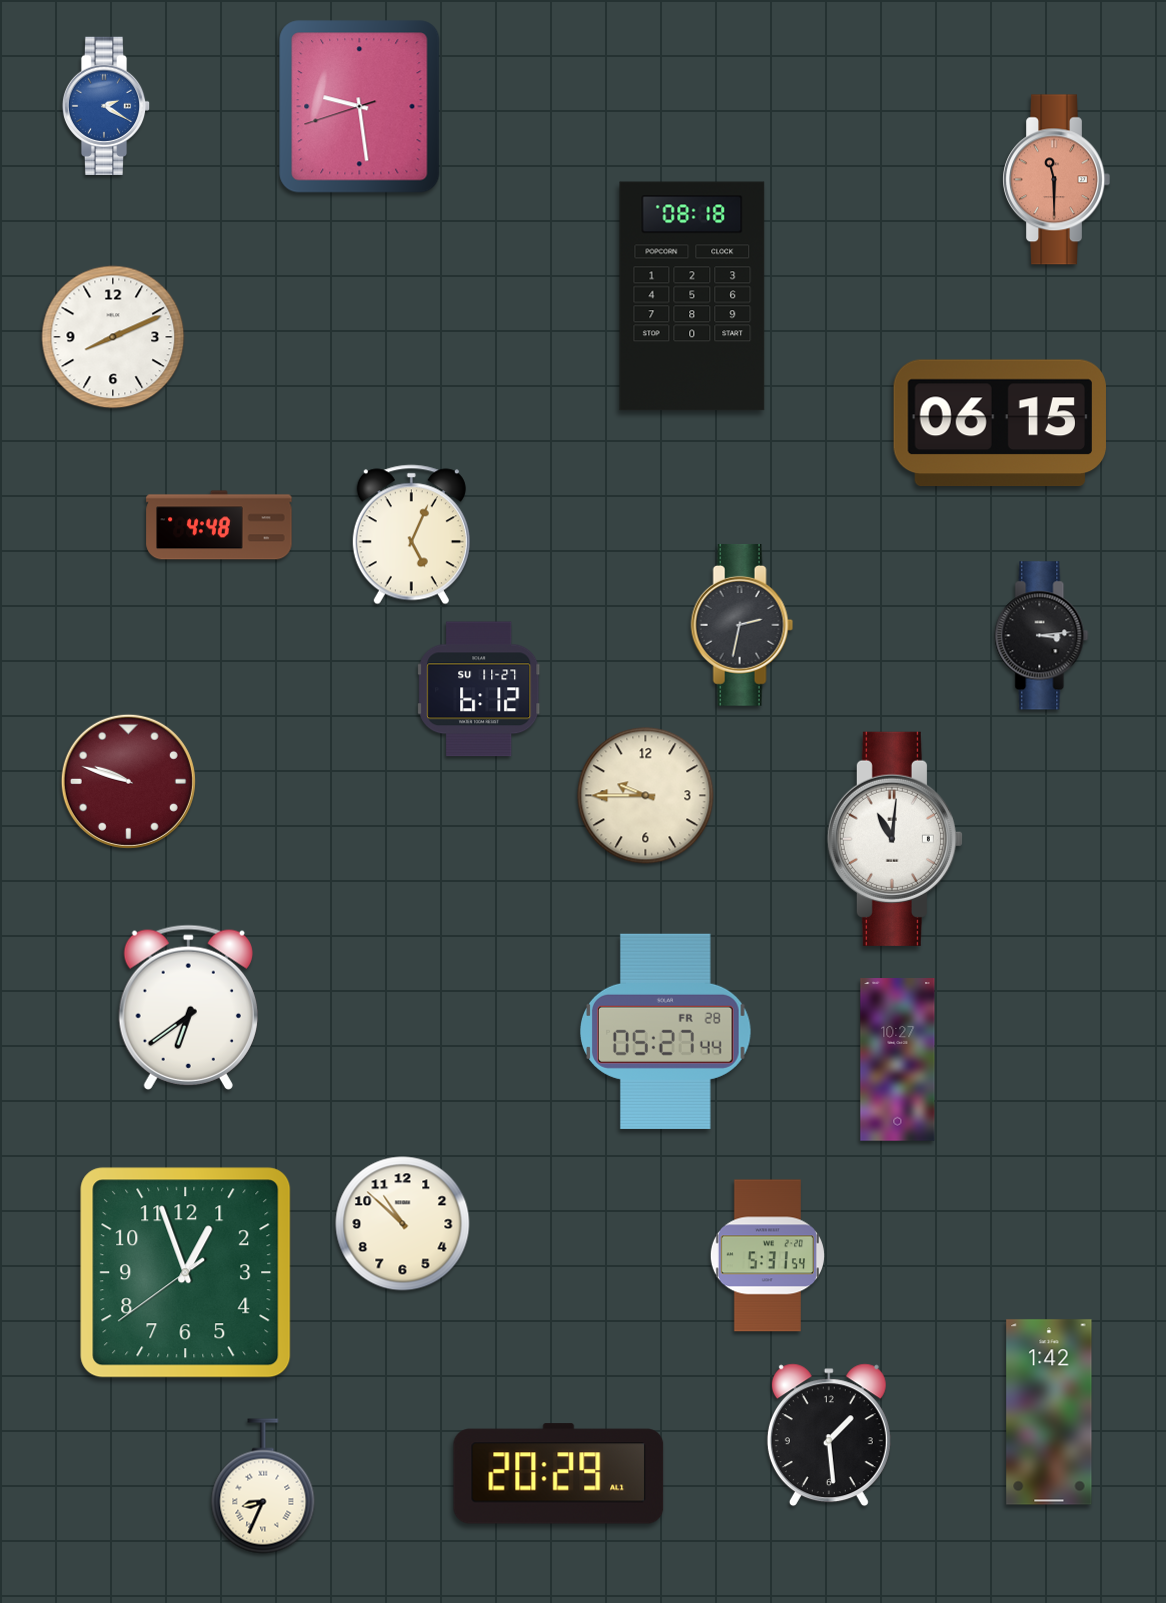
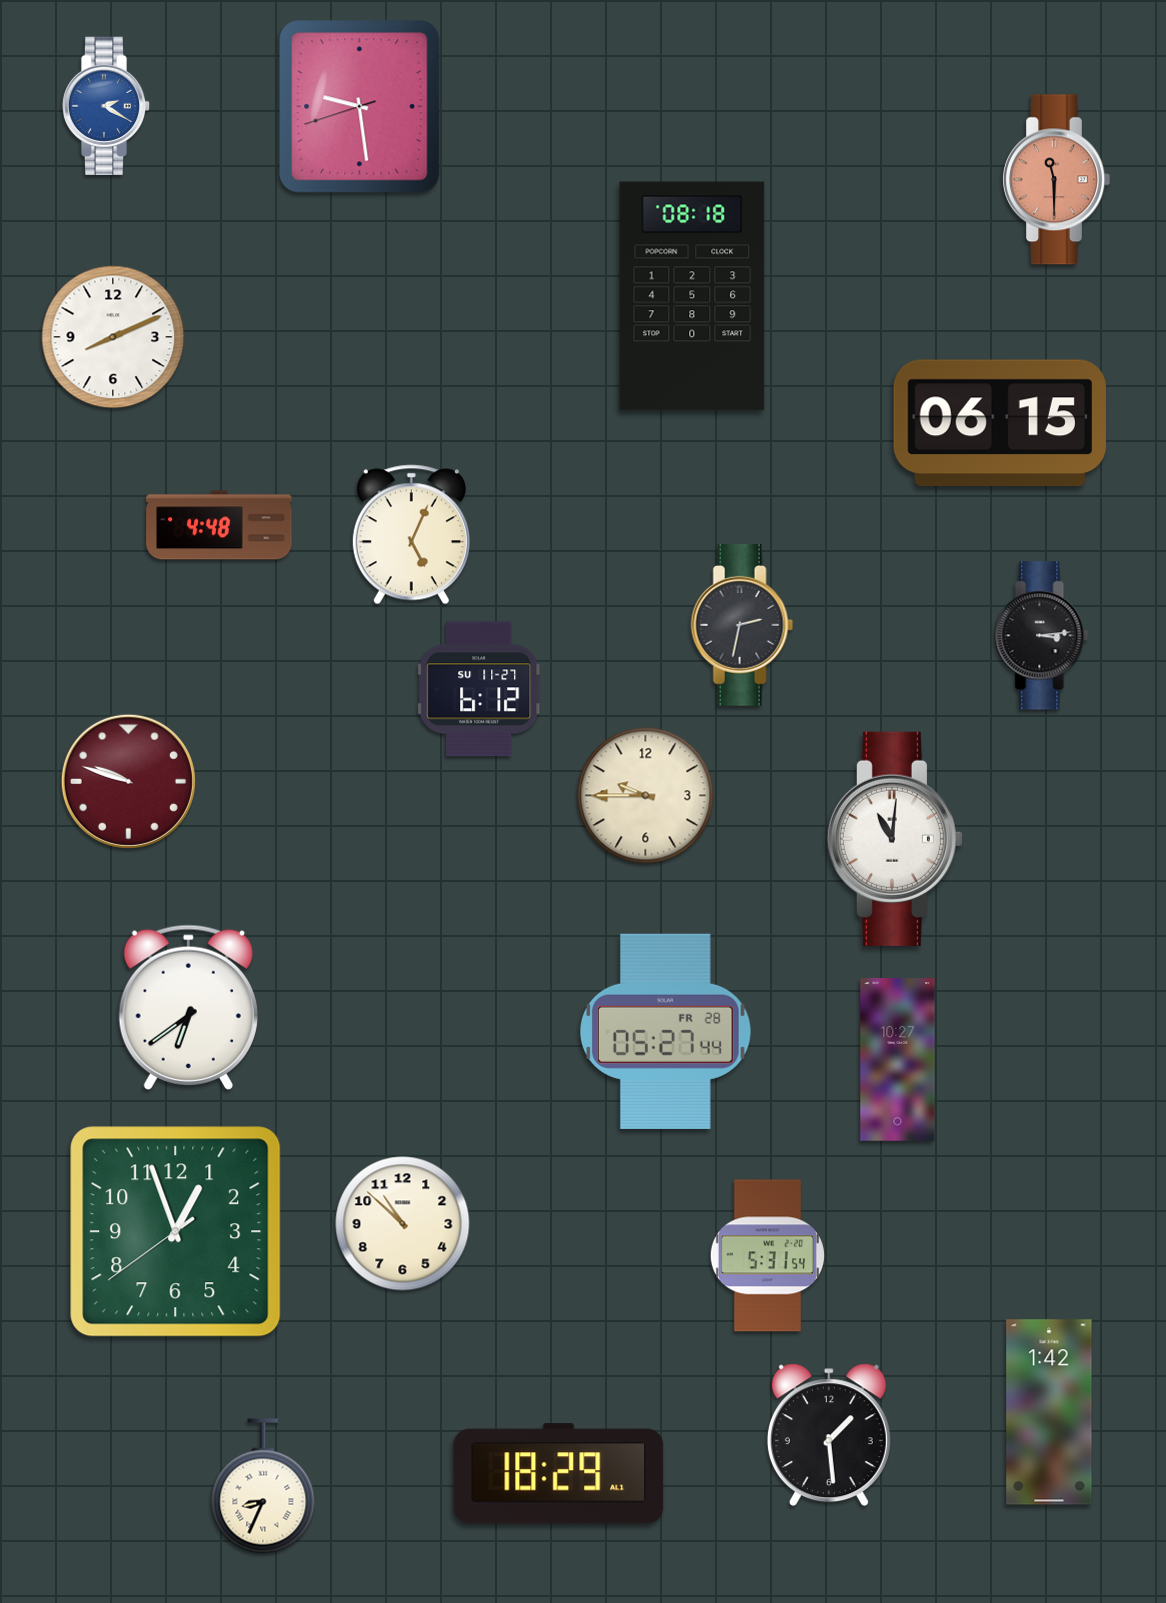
clock at (186, 1273) position: (186, 1273) -> (176, 1232)
clock at (559, 1474): 20:29 -> 18:29
